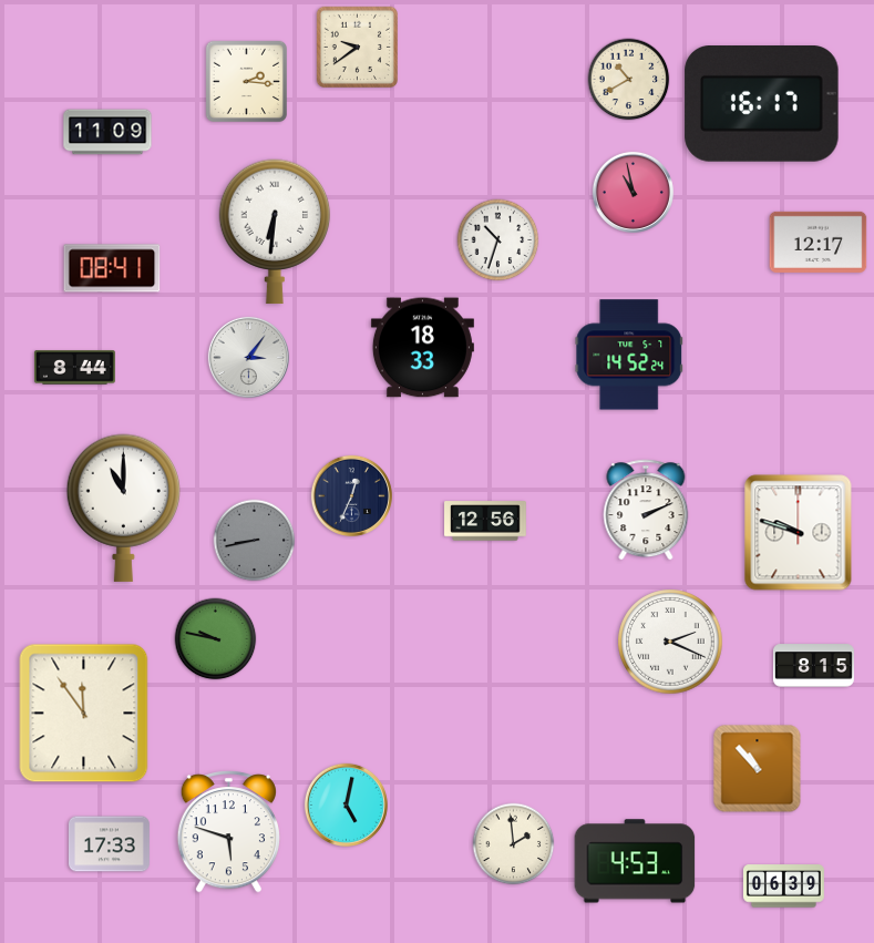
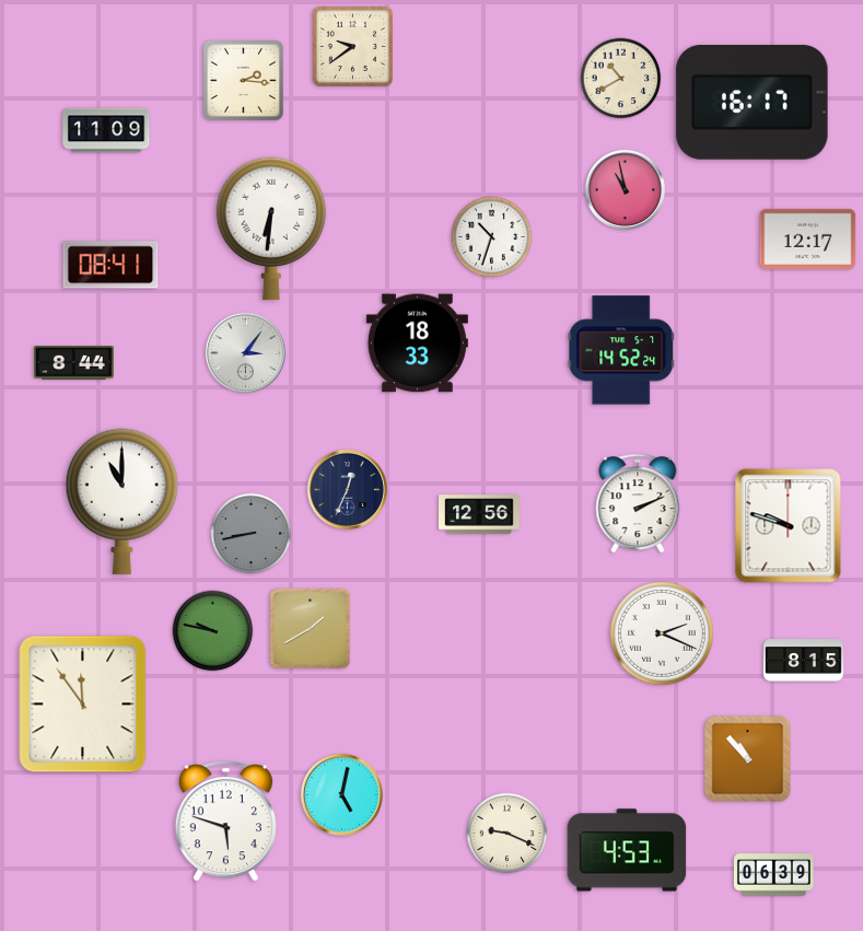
clock at (310, 628): none -> 1:40
clock at (813, 666) position: (813, 666) -> (803, 661)
clock at (109, 844): 17:33 -> none
clock at (514, 844): 1:59 -> 9:19
